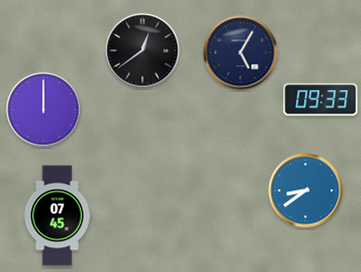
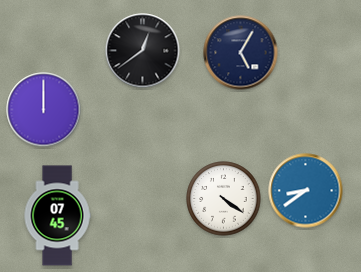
clock at (321, 100): 09:33 -> none
clock at (224, 199): none -> 4:21
